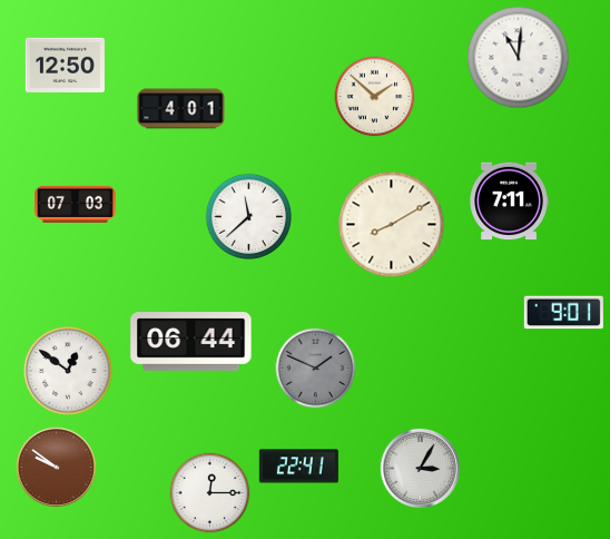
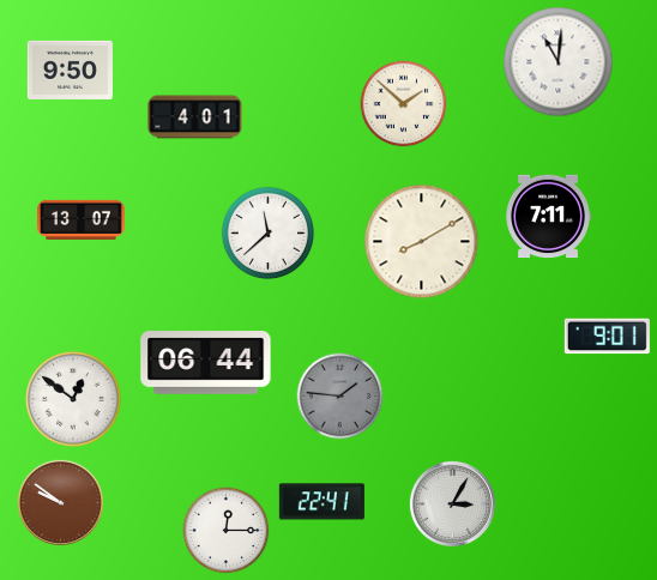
clock at (65, 65): 12:50 -> 9:50
clock at (76, 204): 07:03 -> 13:07
clock at (191, 342) position: (191, 342) -> (206, 363)
clock at (316, 369): 1:49 -> 1:46
